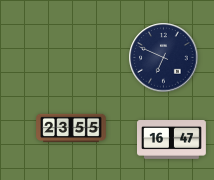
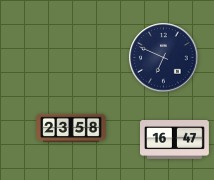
clock at (71, 128): 23:55 -> 23:58
clock at (172, 140) position: (172, 140) -> (175, 140)
